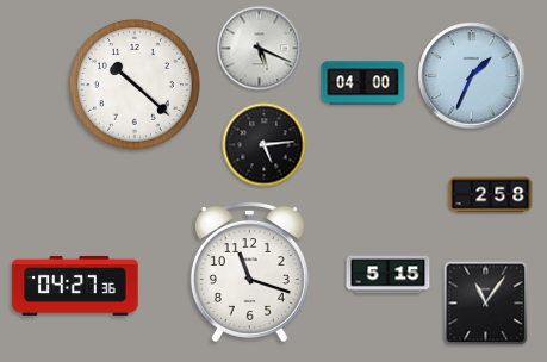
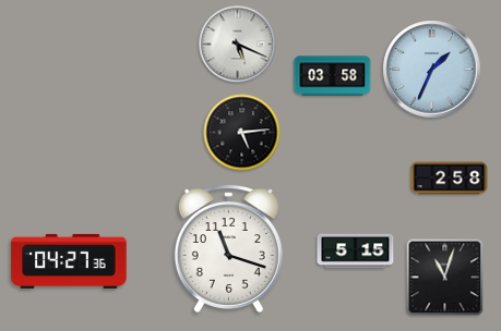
clock at (363, 83): 04:00 -> 03:58
clock at (135, 85): 10:22 -> none
clock at (486, 304): 11:06 -> 11:03
